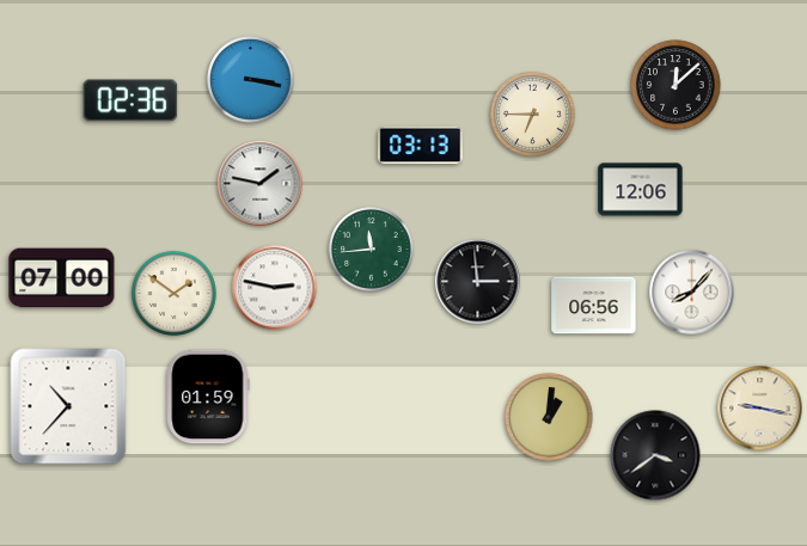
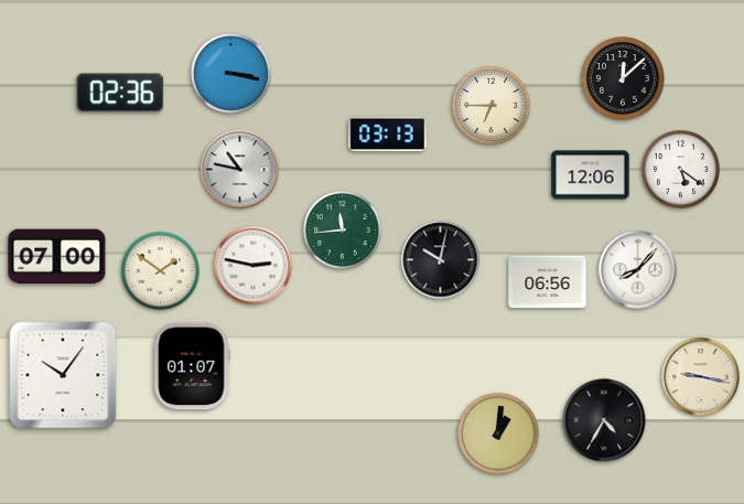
clock at (261, 184): 1:47 -> 10:47
clock at (681, 170): none -> 5:21
clock at (478, 282): 2:59 -> 10:02
clock at (208, 397): 01:59 -> 01:07
clock at (68, 406): 10:37 -> 10:06
clock at (549, 417) position: (549, 417) -> (498, 433)
clock at (655, 455): 3:39 -> 4:35
